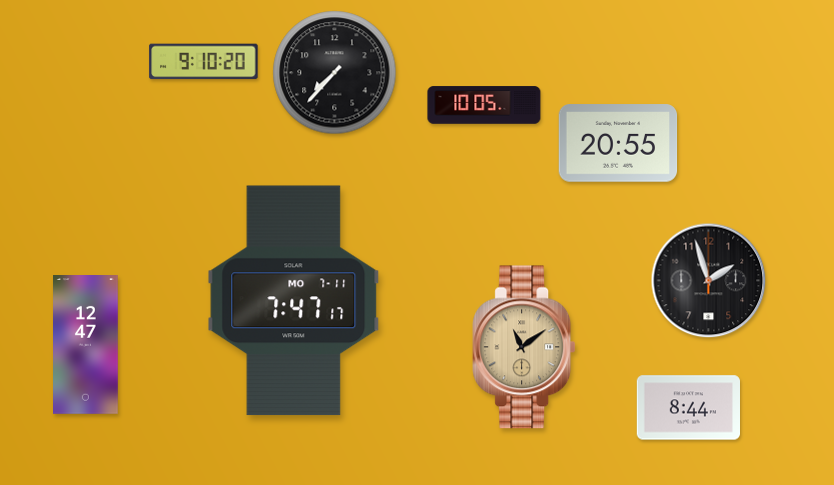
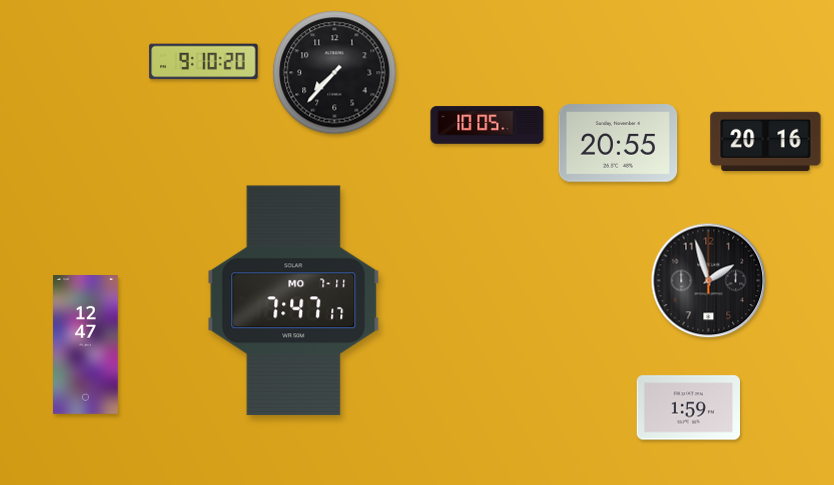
clock at (484, 105) position: (484, 105) -> (487, 125)
clock at (766, 141): none -> 20:16
clock at (524, 347): 11:09 -> none
clock at (688, 408): 8:44 -> 1:59
